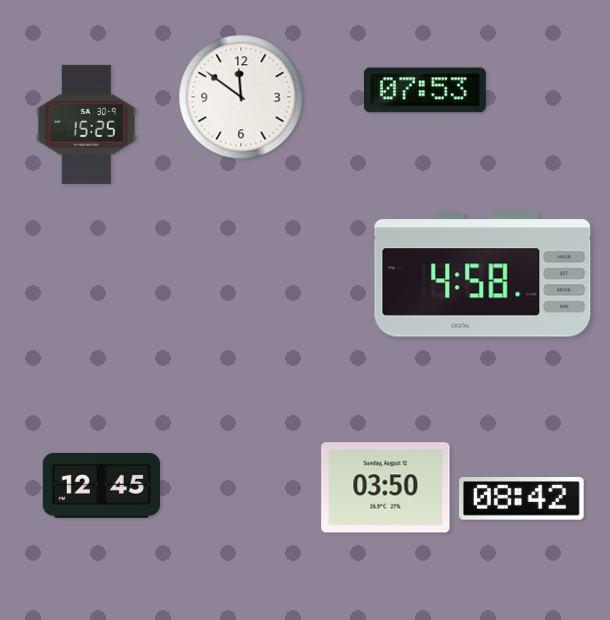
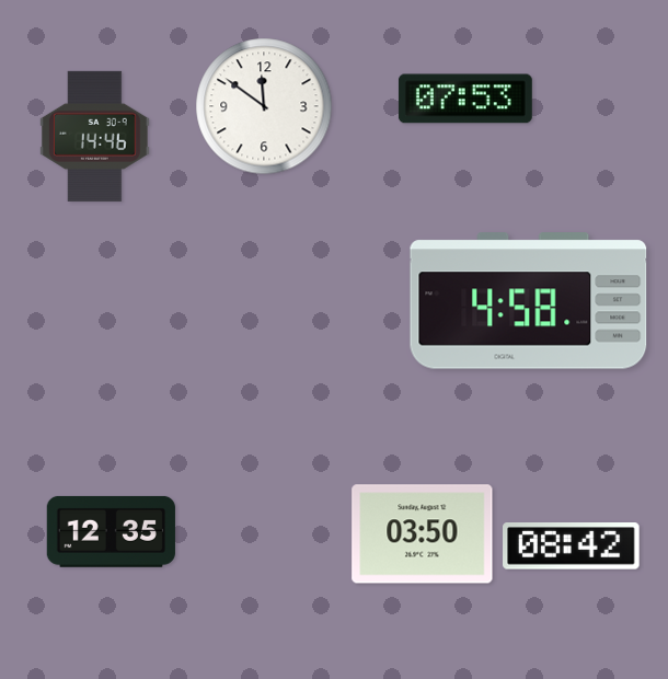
clock at (86, 124): 15:25 -> 14:46
clock at (101, 485): 12:45 -> 12:35
